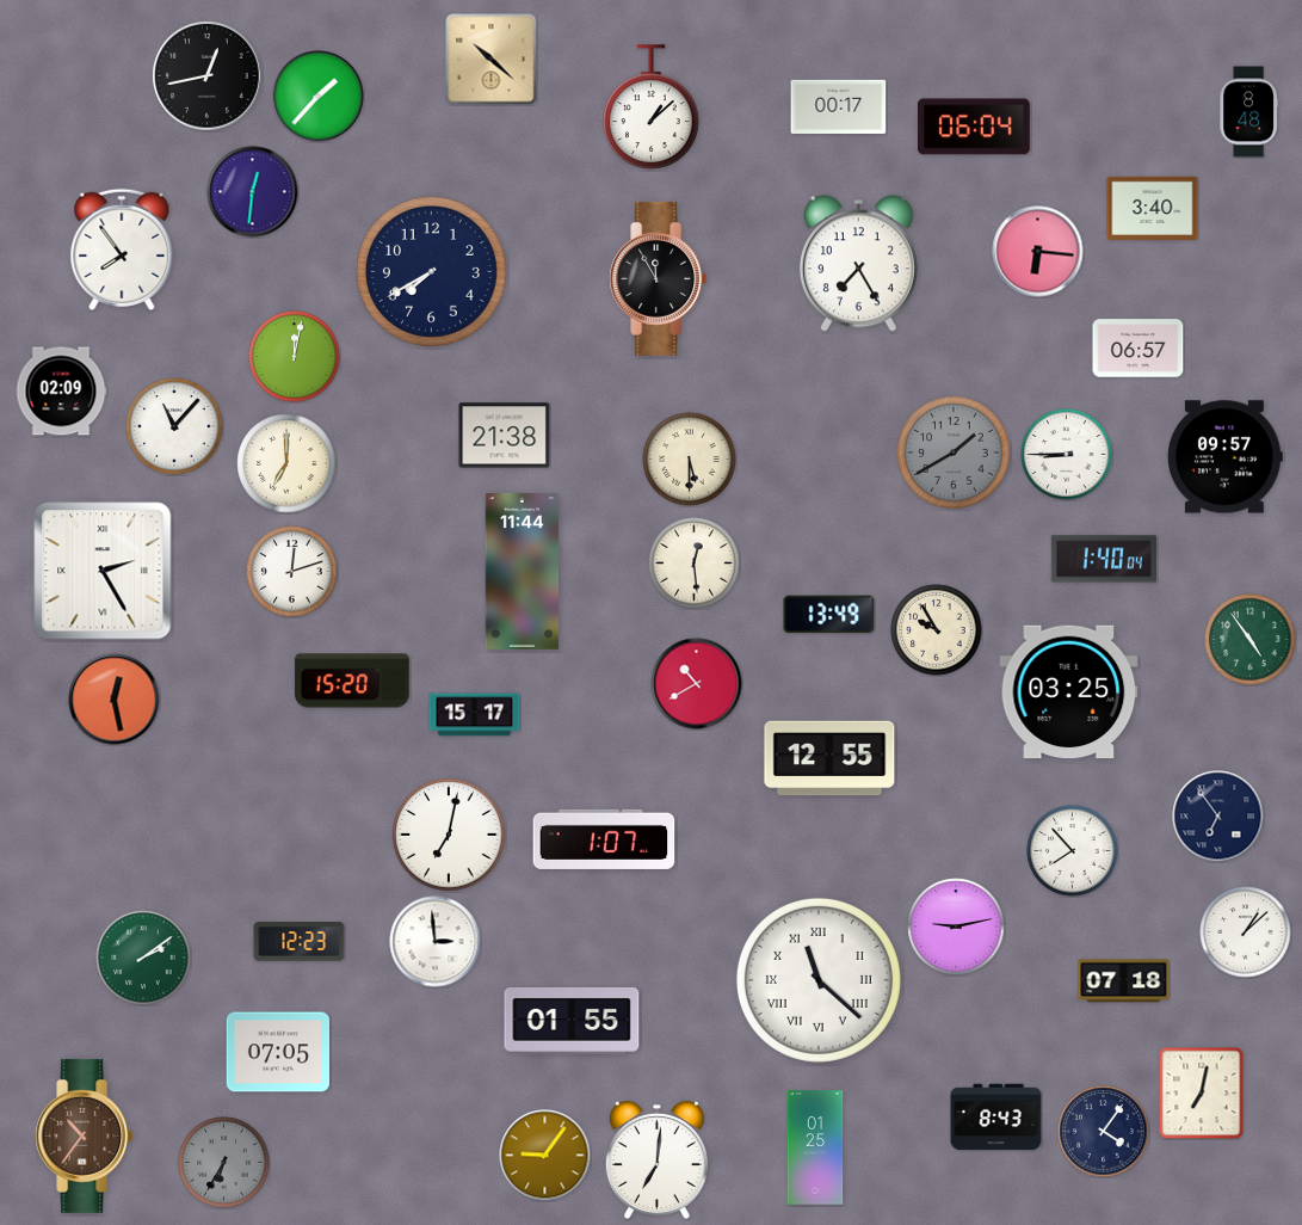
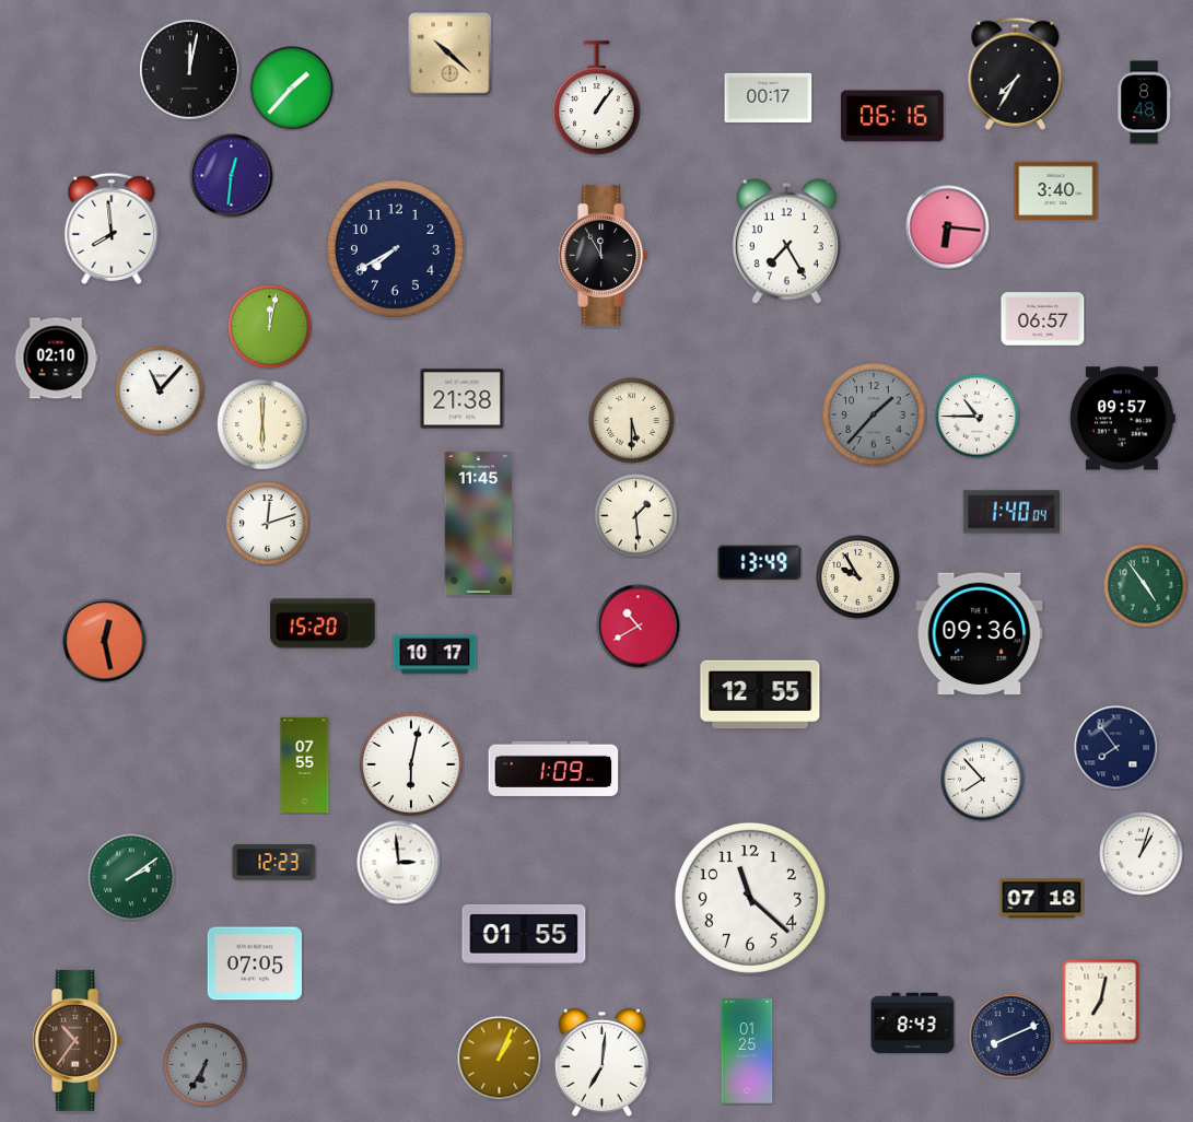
clock at (208, 76): 12:43 -> 12:02
clock at (1016, 73): none -> 7:35
clock at (652, 106): 1:08 -> 1:06
clock at (974, 127): 06:04 -> 06:16
clock at (122, 250): 7:54 -> 7:59
clock at (1038, 252) position: (1038, 252) -> (948, 227)
clock at (61, 392): 02:09 -> 02:10
clock at (954, 453): 1:40 -> 1:37
clock at (1067, 455): 8:45 -> 10:45
clock at (286, 463): 7:00 -> 6:00
clock at (695, 564): 12:29 -> 1:29
clock at (103, 571): 2:25 -> none
clock at (523, 572): 11:44 -> 11:45
clock at (1069, 692): 03:25 -> 09:36
clock at (475, 715): 15:17 -> 10:17
clock at (1218, 817): 6:54 -> 7:54
clock at (449, 835): 7:02 -> 6:02
clock at (305, 765): none -> 07:55
clock at (604, 839): 1:07 -> 1:09
clock at (956, 927): 9:13 -> none
clock at (1246, 932): 1:08 -> 1:03
clock at (819, 980) numerals: Roman -> Arabic
clock at (1124, 981) position: (1124, 981) -> (1042, 899)
clock at (1104, 1132): 4:06 -> 8:11
clock at (545, 1156): 9:06 -> 1:04
